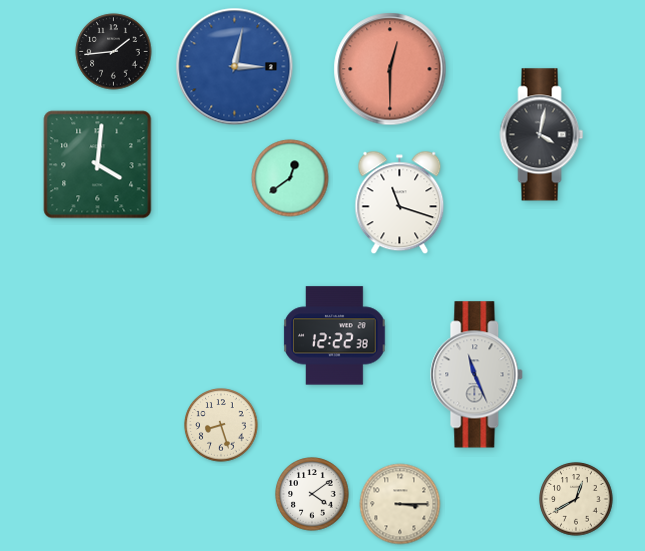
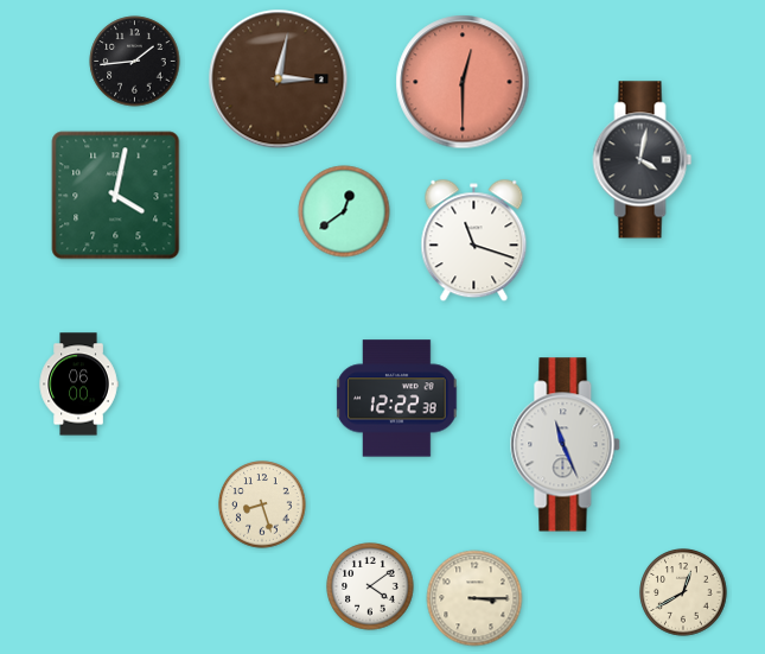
clock at (235, 67) dial: blue -> brown
clock at (98, 165): 4:01 -> 4:02
clock at (78, 385): none -> 06:00
